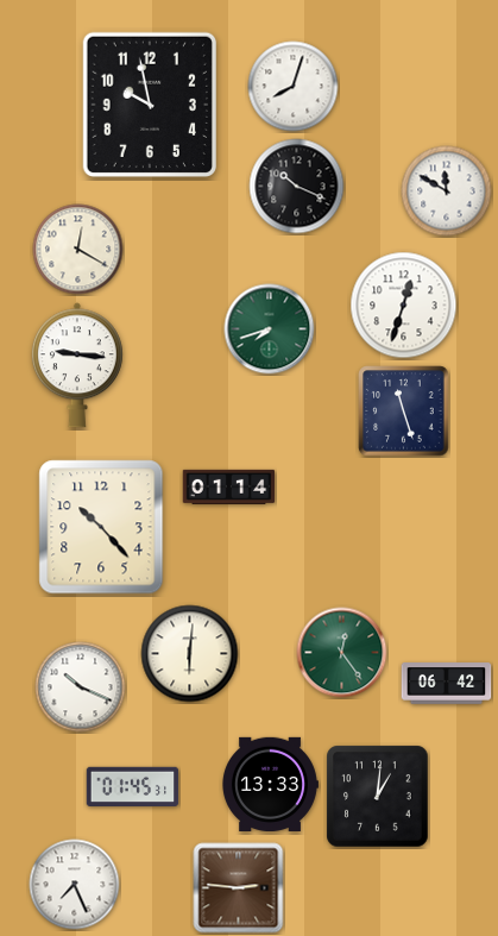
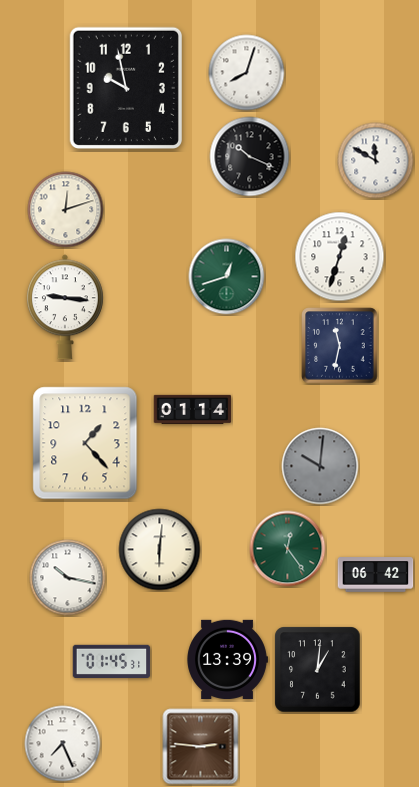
clock at (78, 250): 12:20 -> 12:12
clock at (270, 329): 7:42 -> 12:42
clock at (404, 412): 11:27 -> 11:32
clock at (101, 527): 10:23 -> 1:23
clock at (320, 466): none -> 10:01
clock at (81, 687): 10:19 -> 10:17
clock at (270, 784): 13:33 -> 13:39
